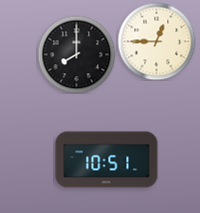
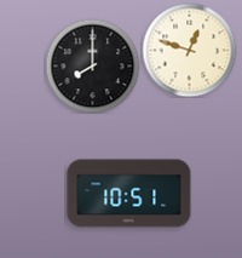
clock at (156, 41): 12:45 -> 12:48
